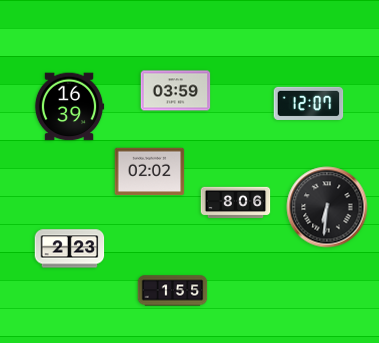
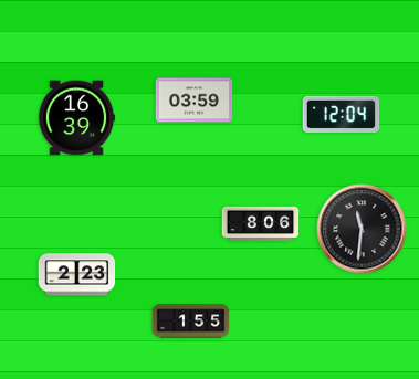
clock at (309, 103): 12:07 -> 12:04
clock at (150, 172): 02:02 -> none
clock at (327, 207): 6:31 -> 11:31
